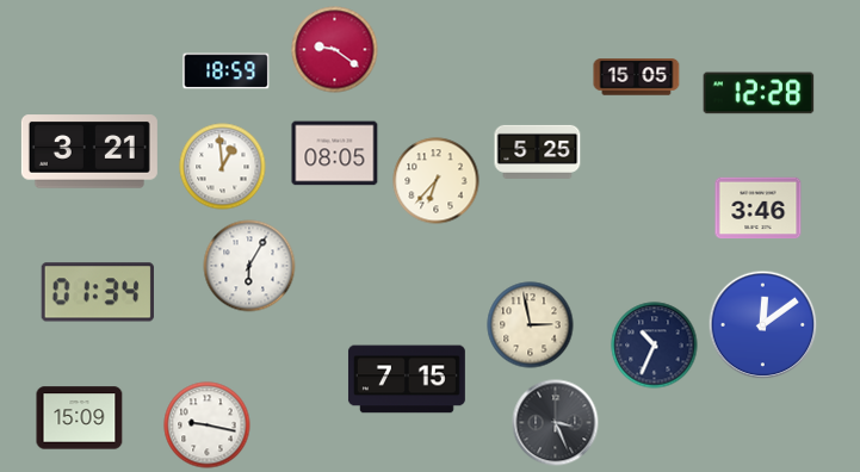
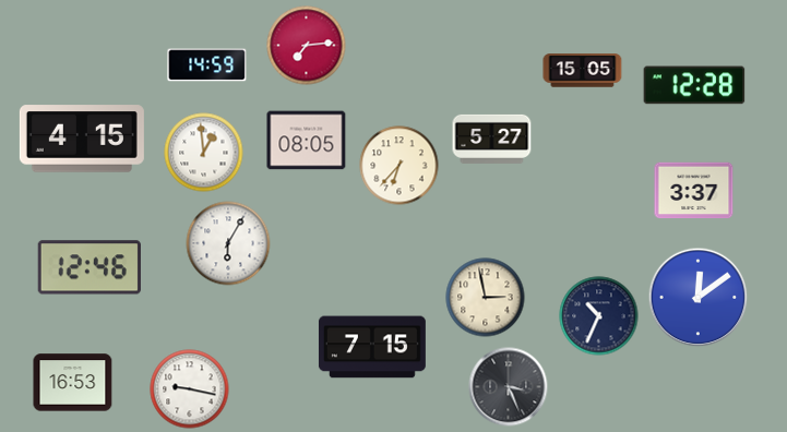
clock at (335, 50): 9:21 -> 7:14
clock at (227, 72): 18:59 -> 14:59
clock at (89, 151): 3:21 -> 4:15
clock at (538, 151): 5:25 -> 5:27
clock at (759, 209): 3:46 -> 3:37
clock at (98, 292): 01:34 -> 12:46
clock at (80, 418): 15:09 -> 16:53
